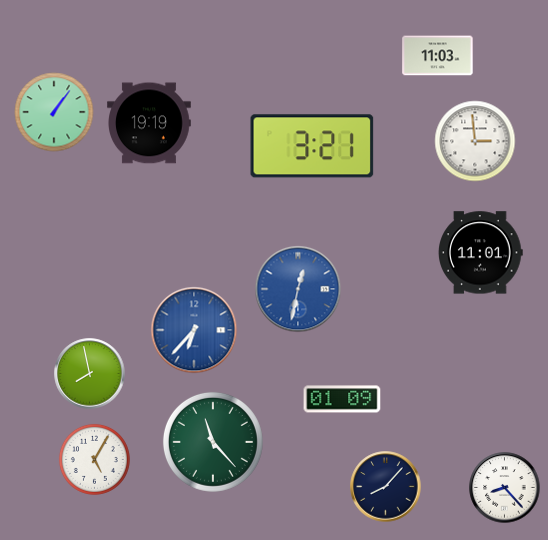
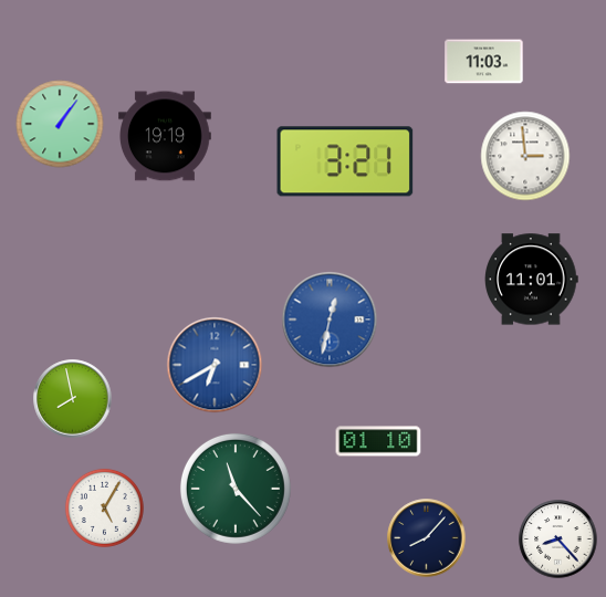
clock at (194, 330): 6:37 -> 6:40
clock at (90, 374) position: (90, 374) -> (73, 399)
clock at (342, 399): 01:09 -> 01:10
